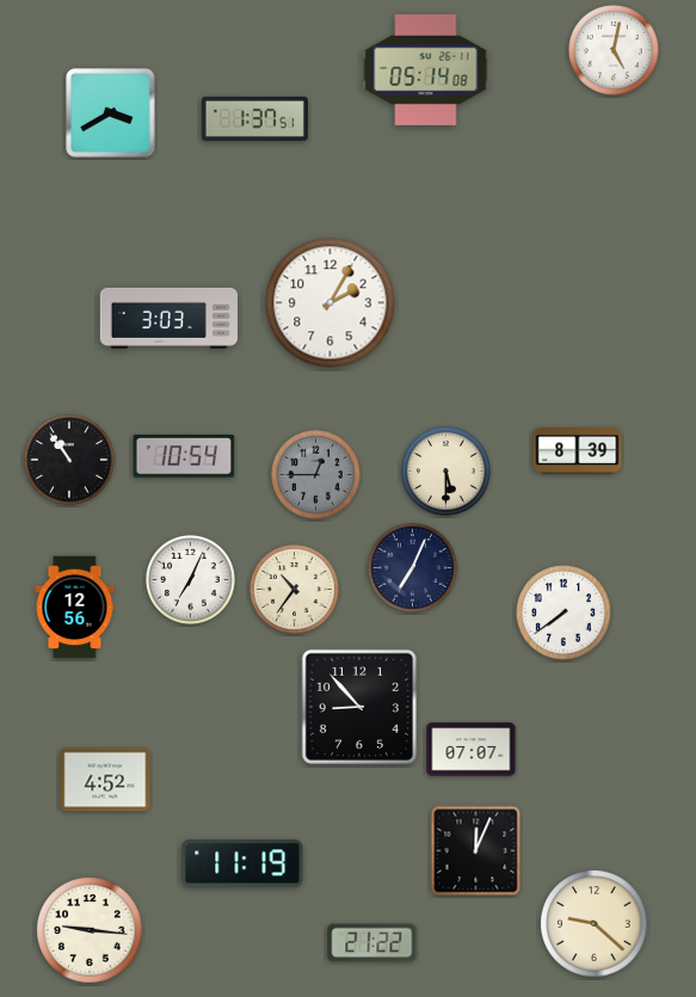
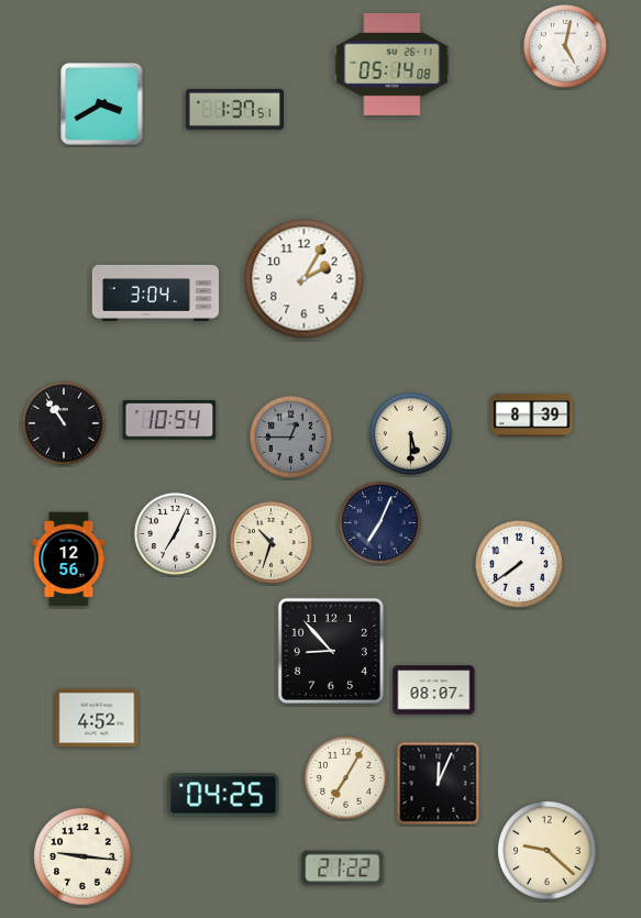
clock at (168, 318): 3:03 -> 3:04
clock at (294, 589): 10:36 -> 10:33
clock at (472, 750): 07:07 -> 08:07
clock at (345, 777): none -> 7:05
clock at (242, 863): 11:19 -> 04:25
